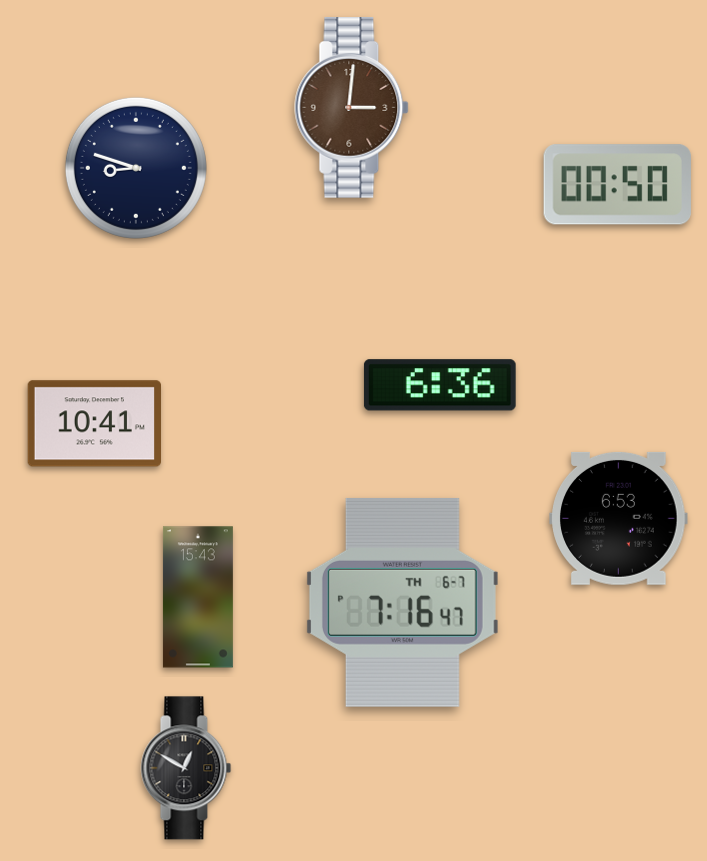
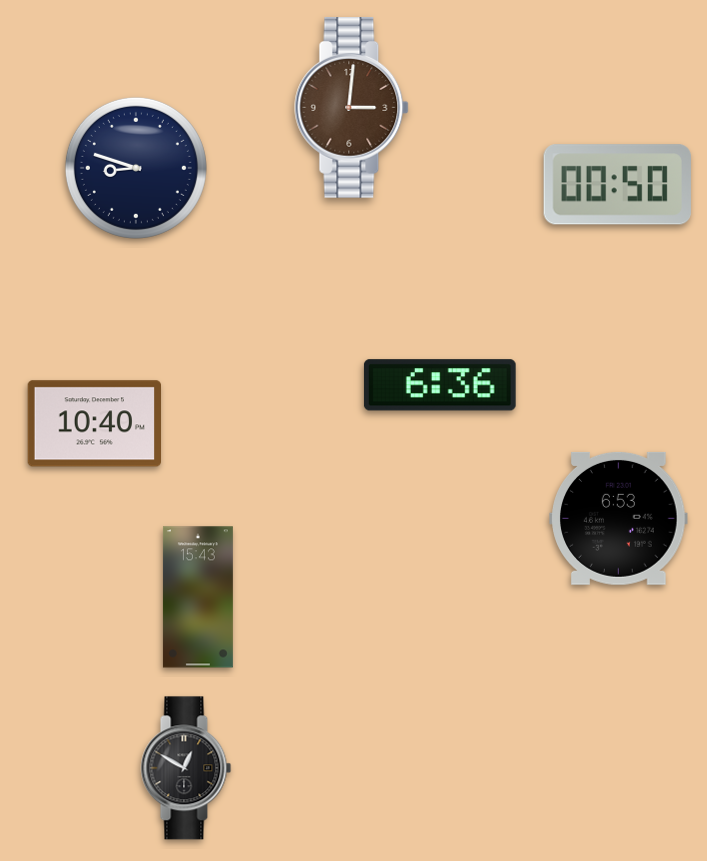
clock at (94, 424): 10:41 -> 10:40
clock at (402, 602): 7:16 -> none
